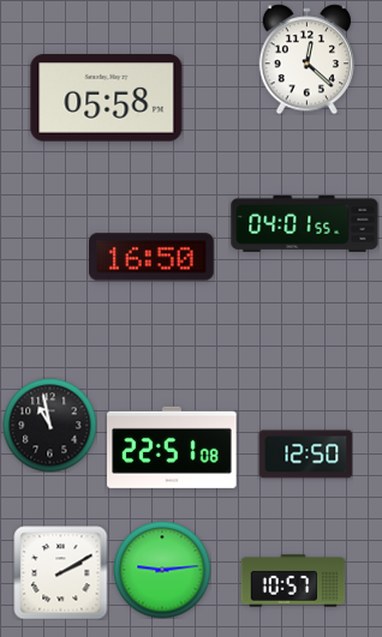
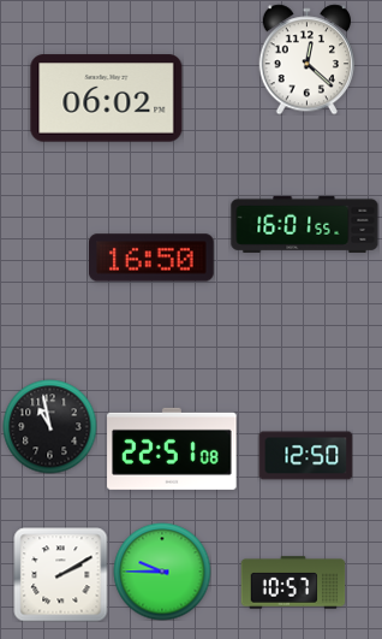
clock at (107, 98): 05:58 -> 06:02
clock at (305, 223): 04:01 -> 16:01
clock at (162, 570): 9:14 -> 9:45
